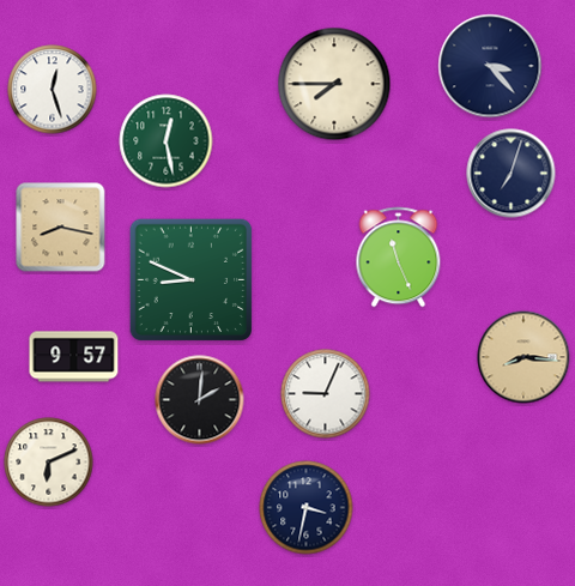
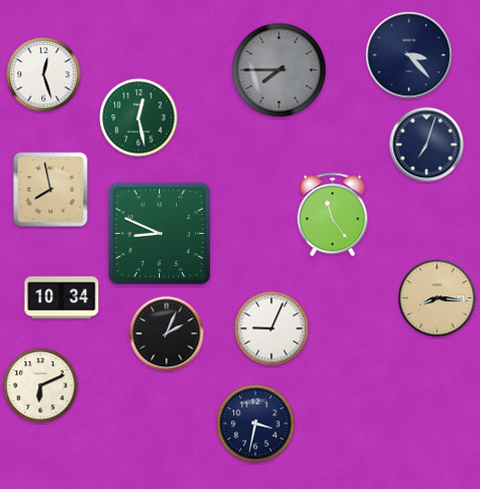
clock at (334, 84) dial: cream -> grey
clock at (61, 228): 8:17 -> 7:58
clock at (399, 258): 11:26 -> 11:24
clock at (74, 357): 9:57 -> 10:34
clock at (200, 400): 2:01 -> 2:04
